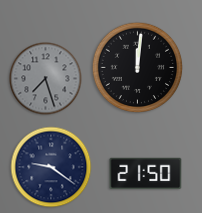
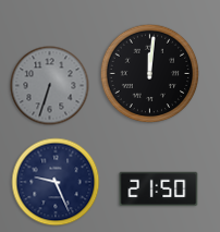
clock at (46, 79): 7:27 -> 6:33
clock at (51, 167): 9:21 -> 9:26
